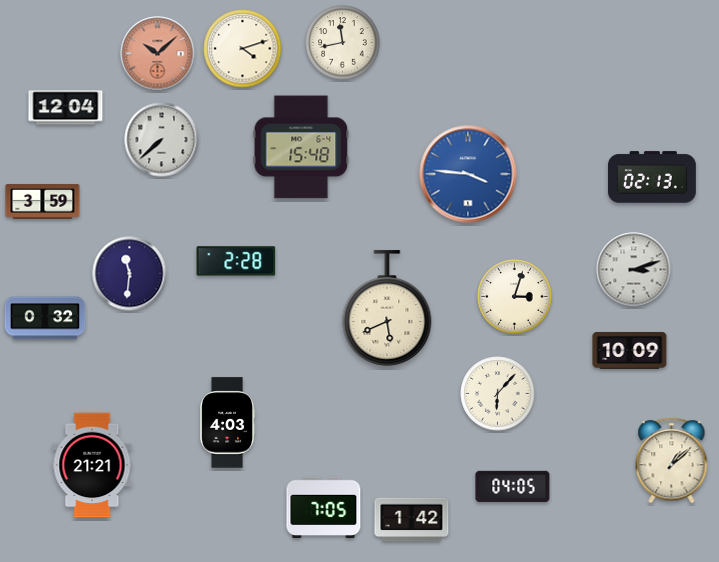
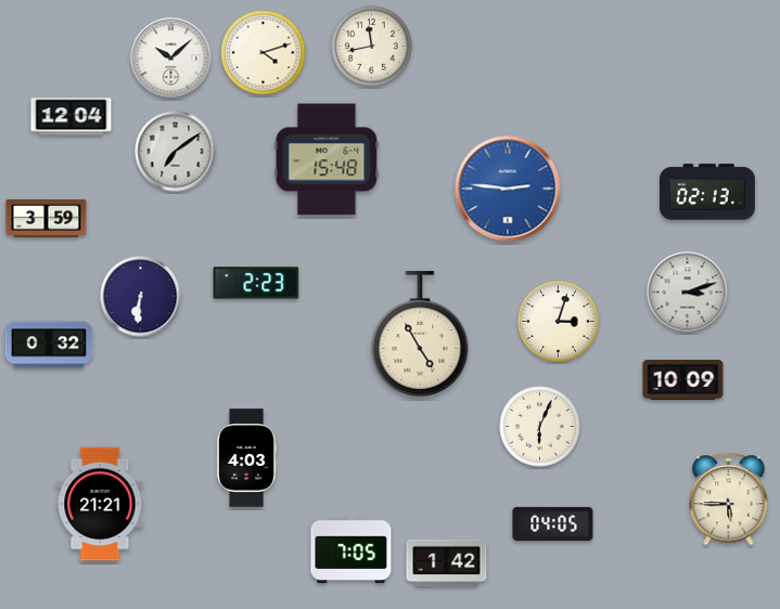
clock at (158, 54) dial: salmon -> white
clock at (162, 140): 7:38 -> 7:09
clock at (468, 174): 3:46 -> 2:46
clock at (236, 261): 2:28 -> 2:23
clock at (130, 274): 11:31 -> 6:31
clock at (387, 308): 5:41 -> 4:55
clock at (498, 394): 6:07 -> 6:04
clock at (672, 461): 1:08 -> 5:45
clock at (513, 486) position: (513, 486) -> (553, 523)
